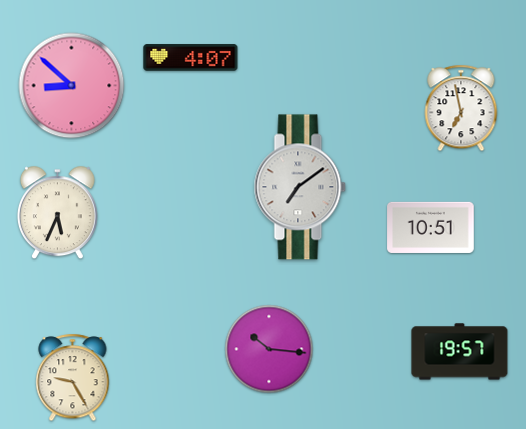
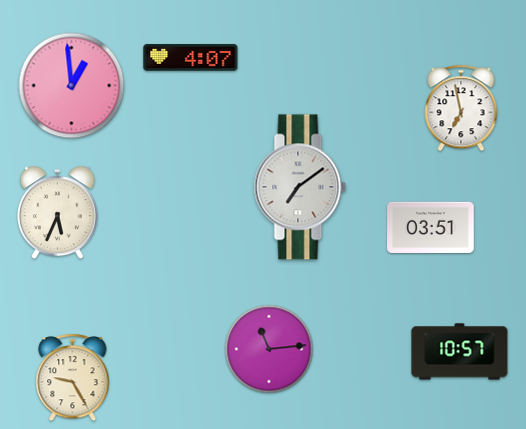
clock at (72, 86): 8:52 -> 12:59
clock at (431, 227): 10:51 -> 03:51
clock at (269, 349): 10:16 -> 11:14
clock at (460, 352): 19:57 -> 10:57
